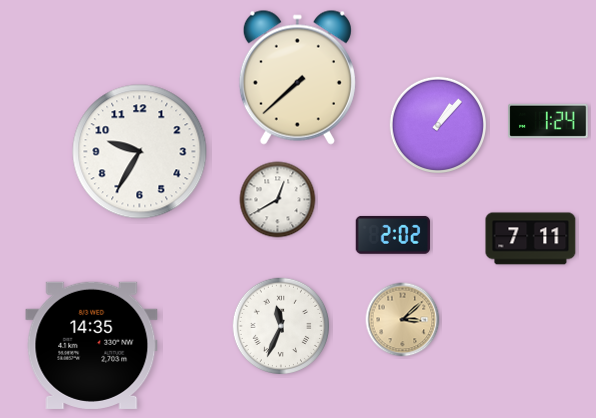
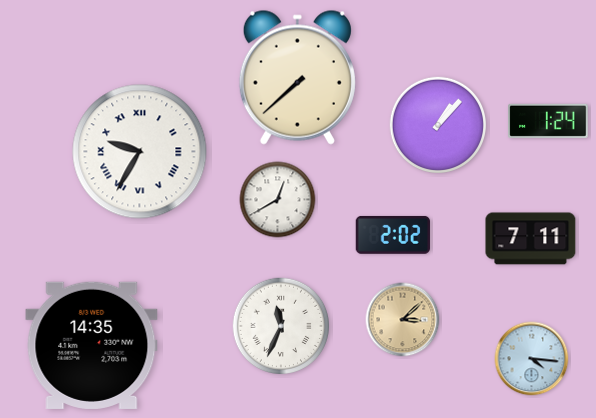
clock at (140, 152) numerals: Arabic -> Roman
clock at (532, 359): none -> 4:16
